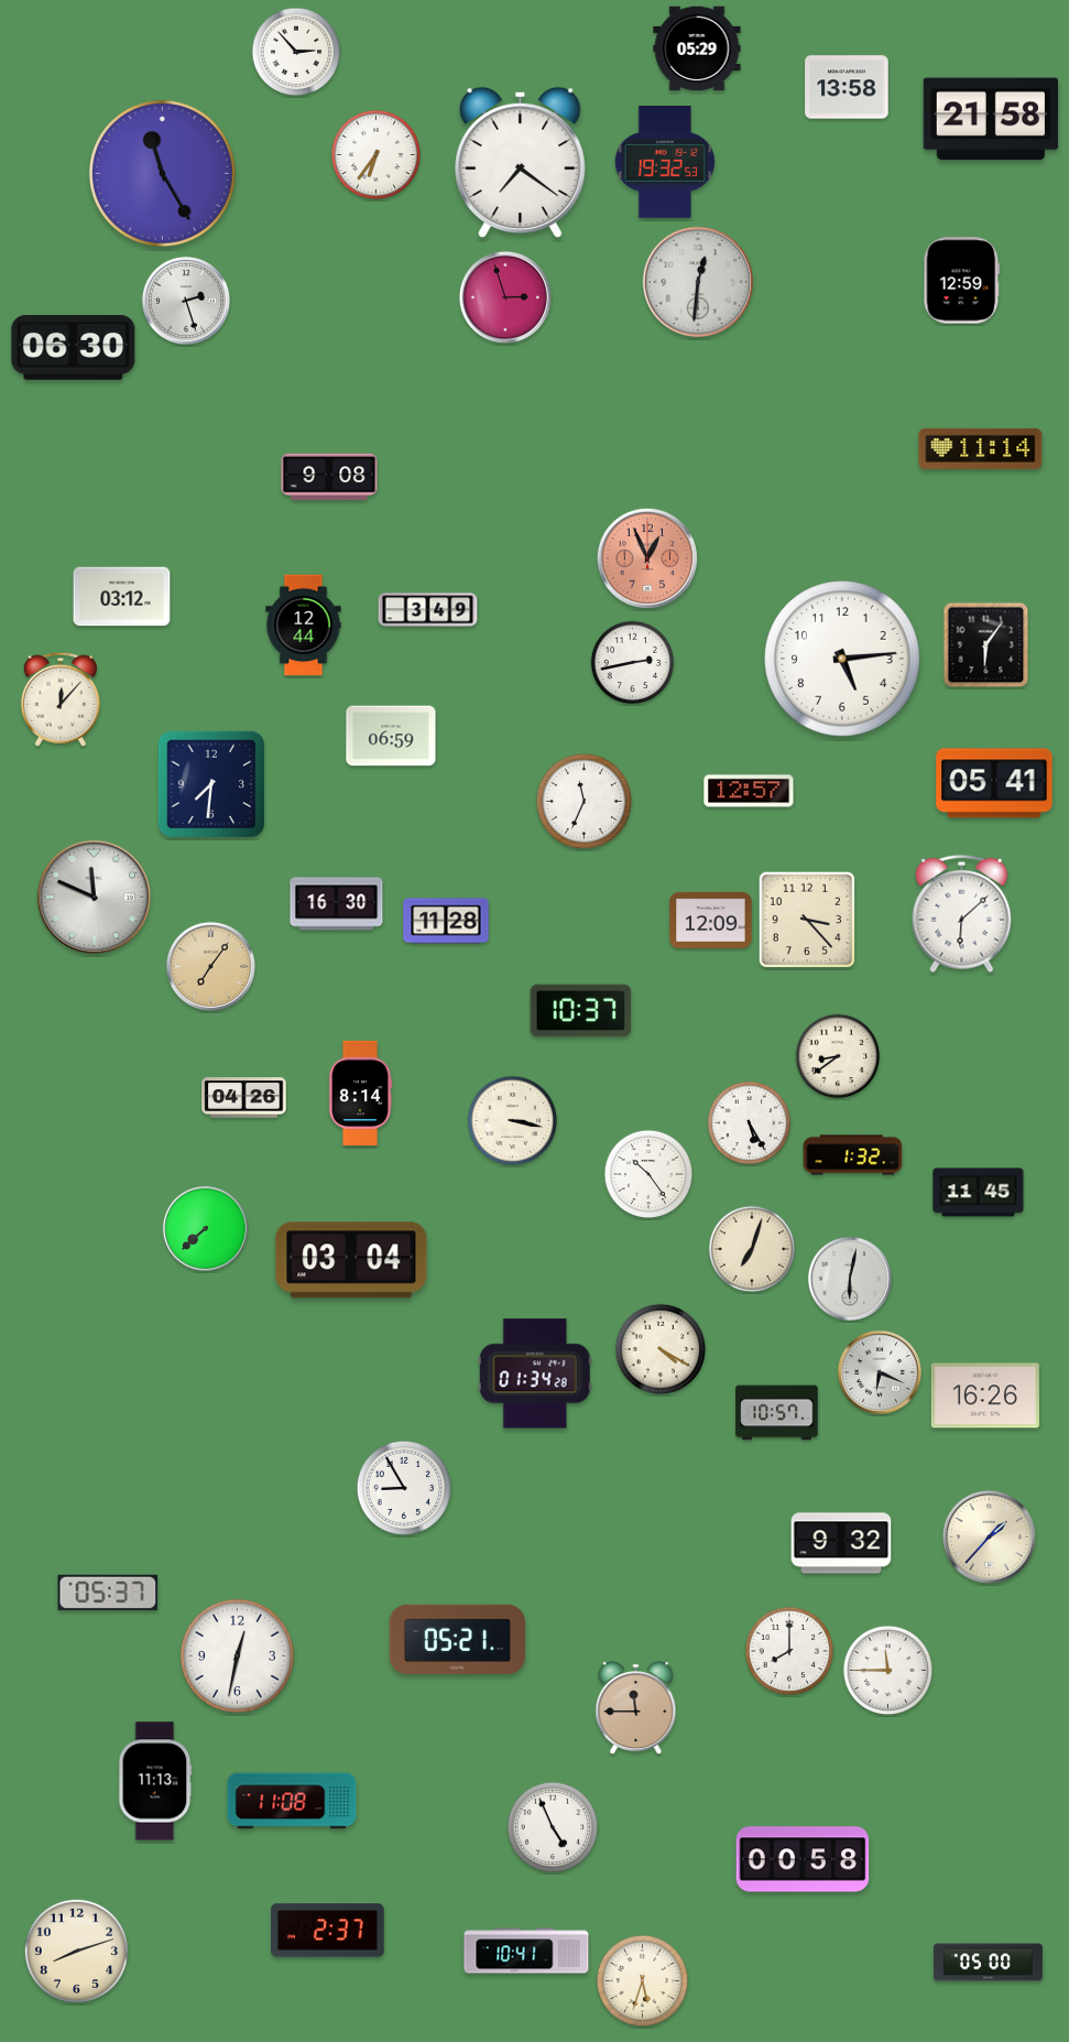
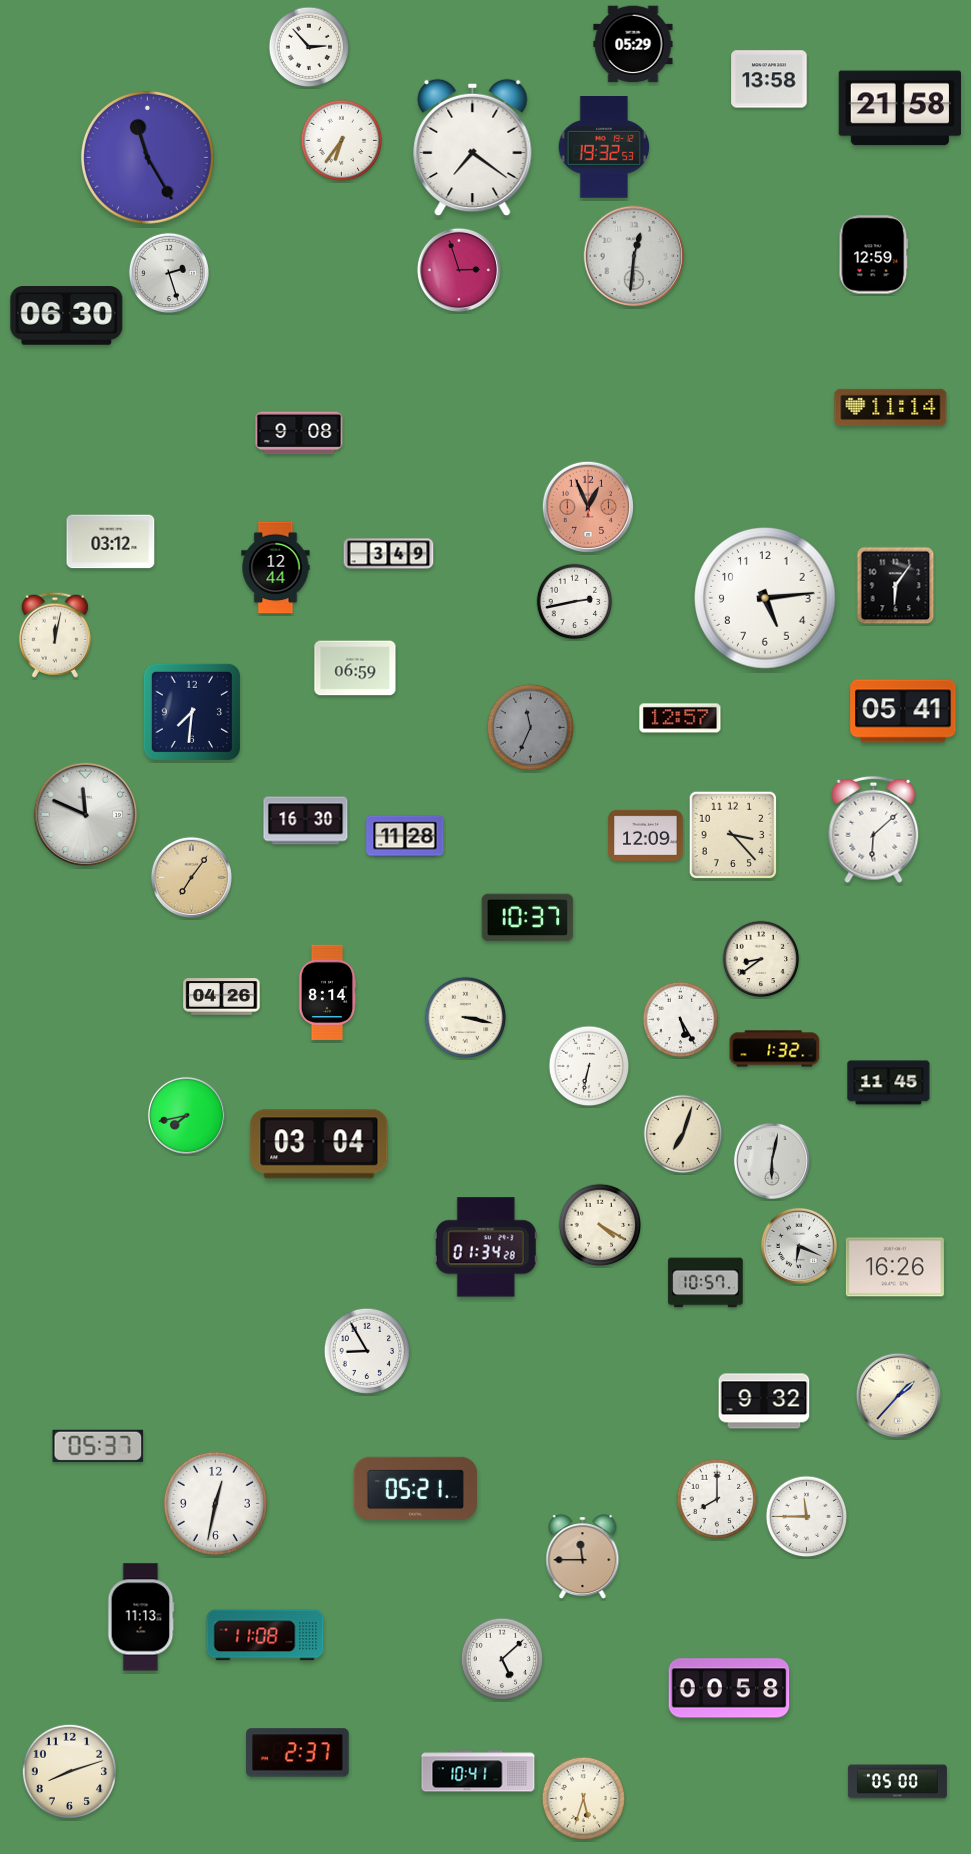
clock at (296, 52) position: (296, 52) -> (309, 47)
clock at (61, 699): 12:07 -> 12:02
clock at (585, 802) dial: white -> grey
clock at (648, 1174): 10:24 -> 6:32
clock at (205, 1228): 7:38 -> 7:43
clock at (636, 1708) position: (636, 1708) -> (583, 1557)
clock at (553, 1827): 4:56 -> 5:08
